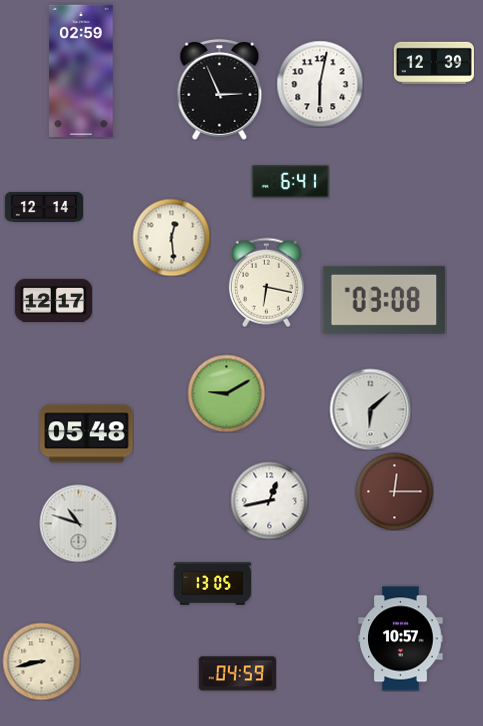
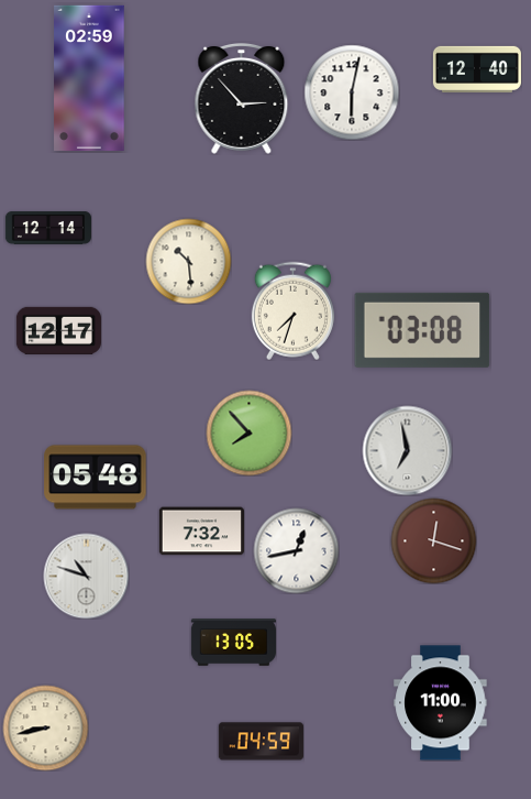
clock at (434, 62): 12:39 -> 12:40
clock at (220, 89): 2:56 -> 2:53
clock at (290, 181): 6:41 -> none
clock at (171, 237): 12:29 -> 10:29
clock at (266, 282): 6:17 -> 7:33
clock at (226, 393): 9:10 -> 7:53
clock at (370, 409): 6:08 -> 6:58
clock at (201, 532): none -> 7:32
clock at (394, 491): 12:15 -> 12:18
clock at (401, 639): 10:57 -> 11:00
